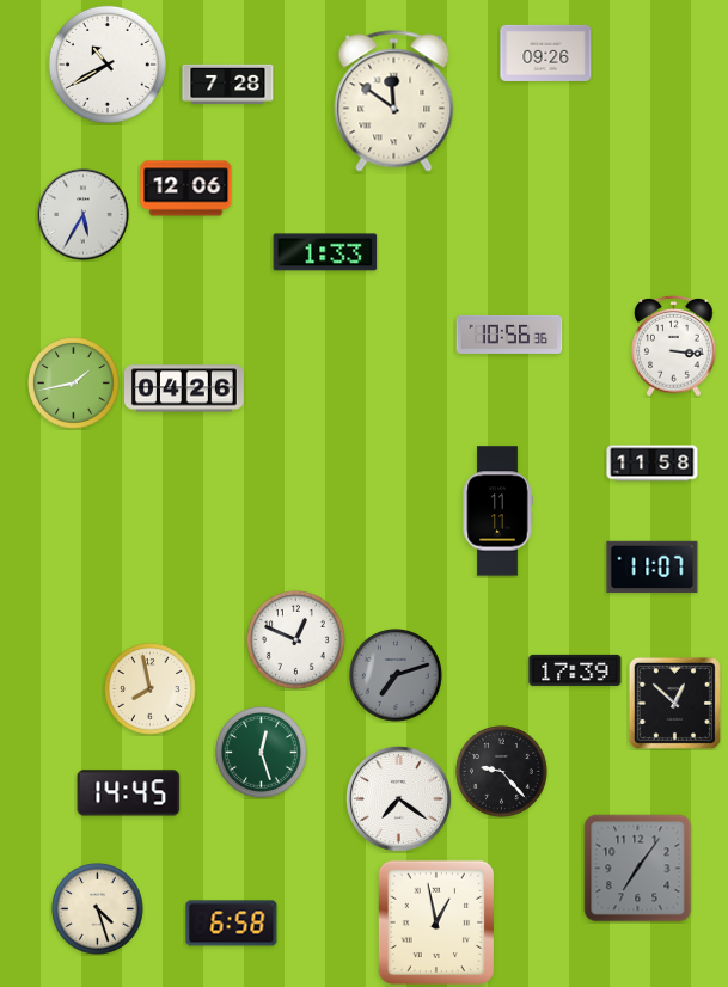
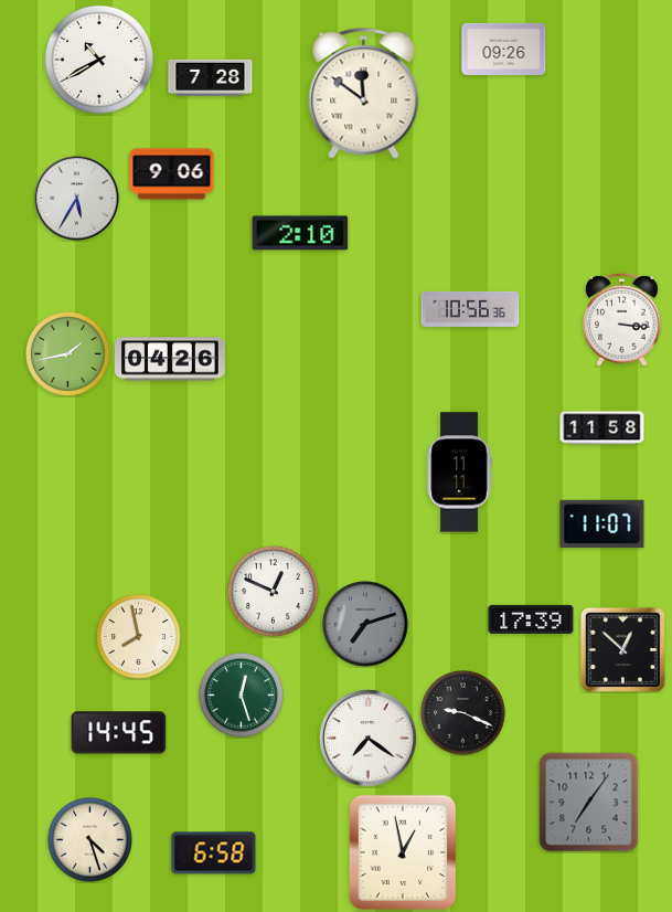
clock at (186, 189): 12:06 -> 9:06
clock at (325, 252): 1:33 -> 2:10
clock at (502, 772): 9:23 -> 9:19
